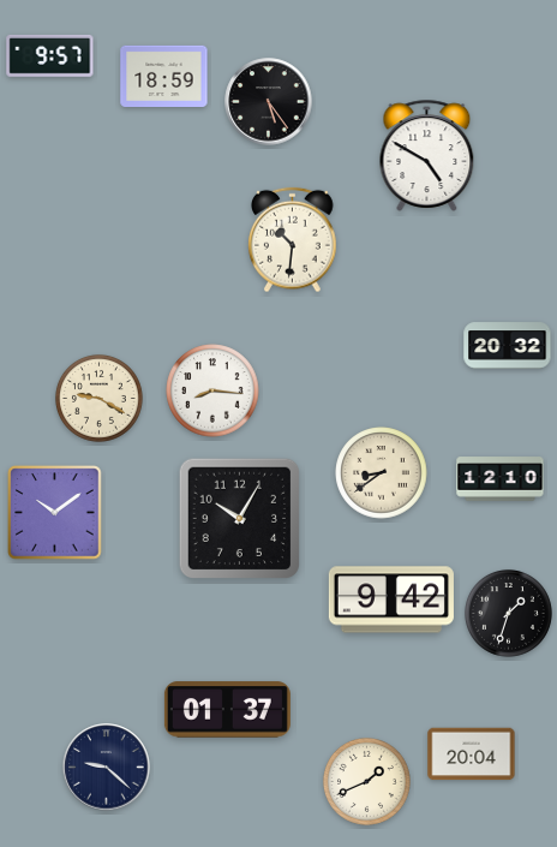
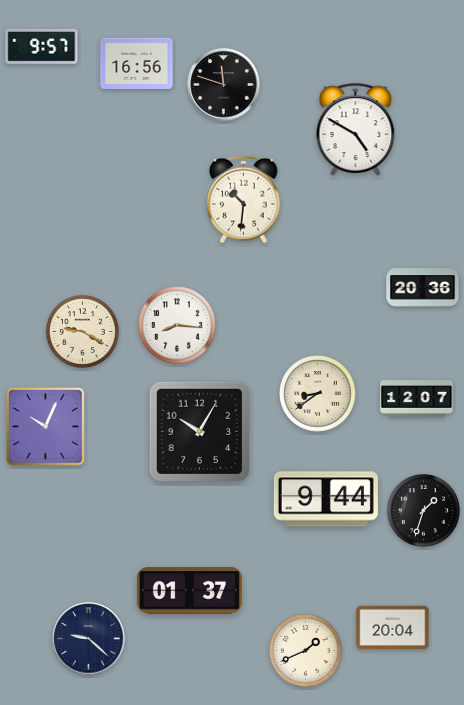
clock at (164, 76): 18:59 -> 16:56
clock at (269, 102): 5:24 -> 11:48
clock at (508, 346): 20:32 -> 20:36
clock at (501, 479): 12:10 -> 12:07
clock at (55, 513): 10:09 -> 10:04
clock at (391, 600): 9:42 -> 9:44
